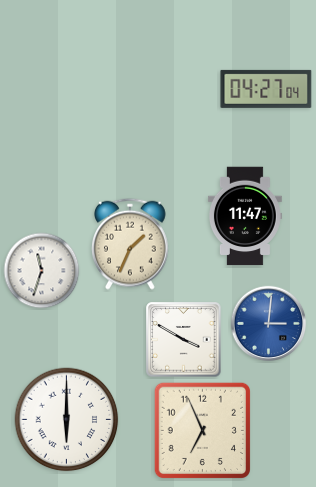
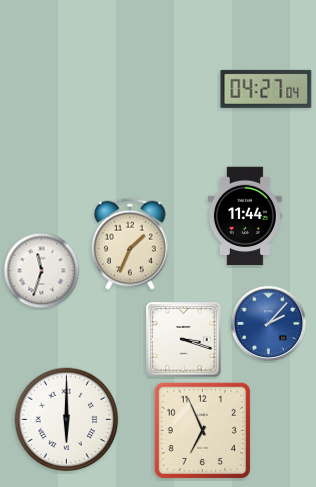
clock at (245, 216): 11:47 -> 11:44
clock at (269, 324): 3:01 -> 2:07
clock at (184, 340): 3:50 -> 3:18
